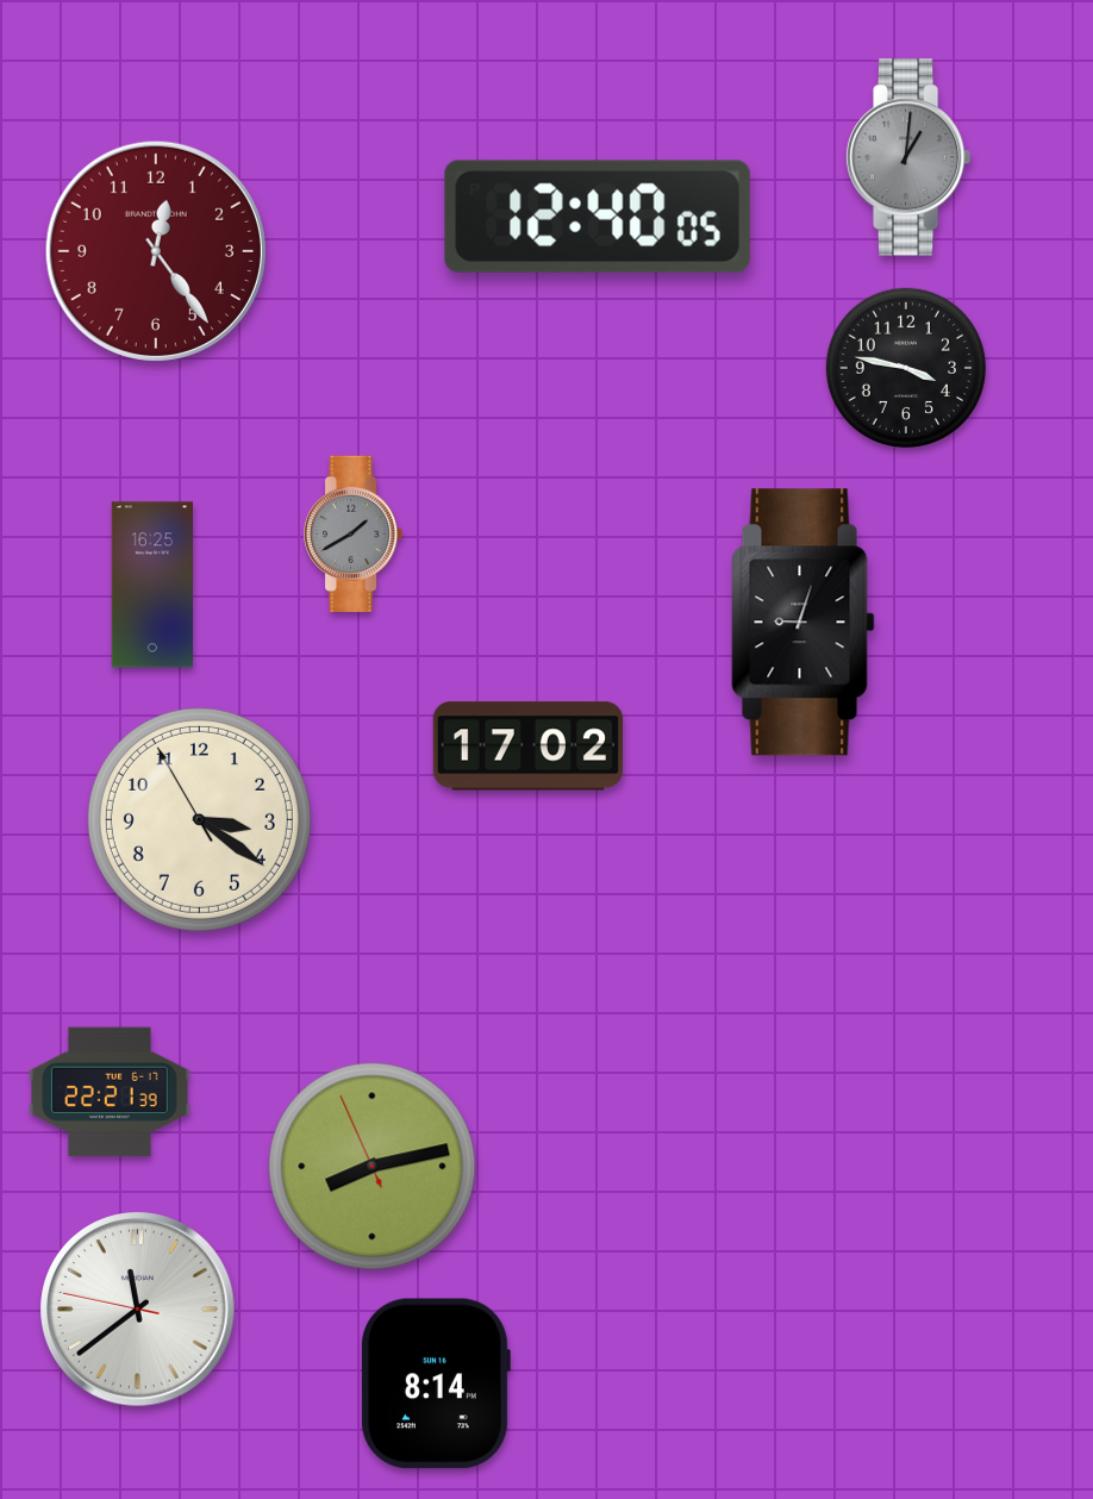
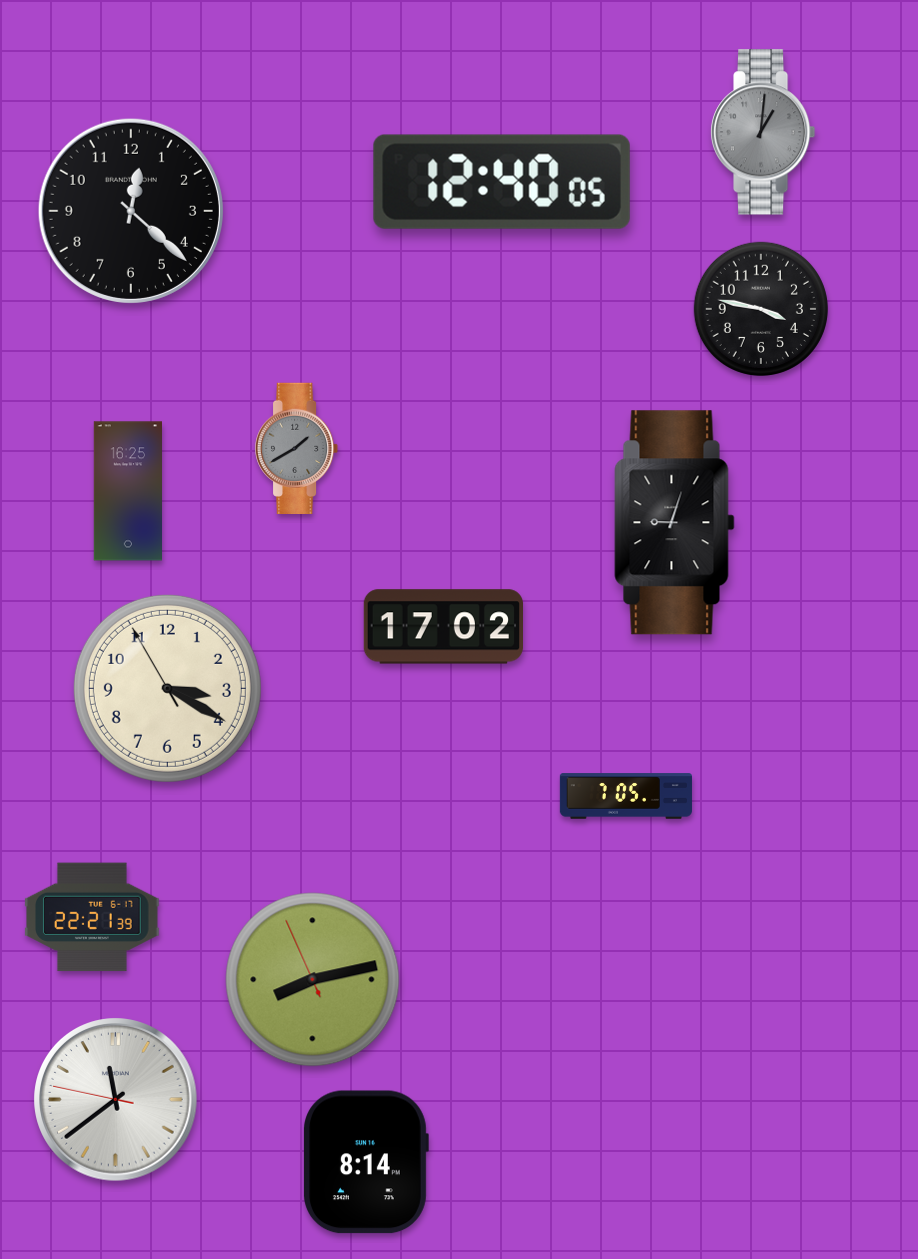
clock at (156, 251): 12:24 -> 12:22
clock at (156, 251) dial: burgundy -> black
clock at (199, 819): 3:20 -> 3:19
clock at (626, 796): none -> 7:05
